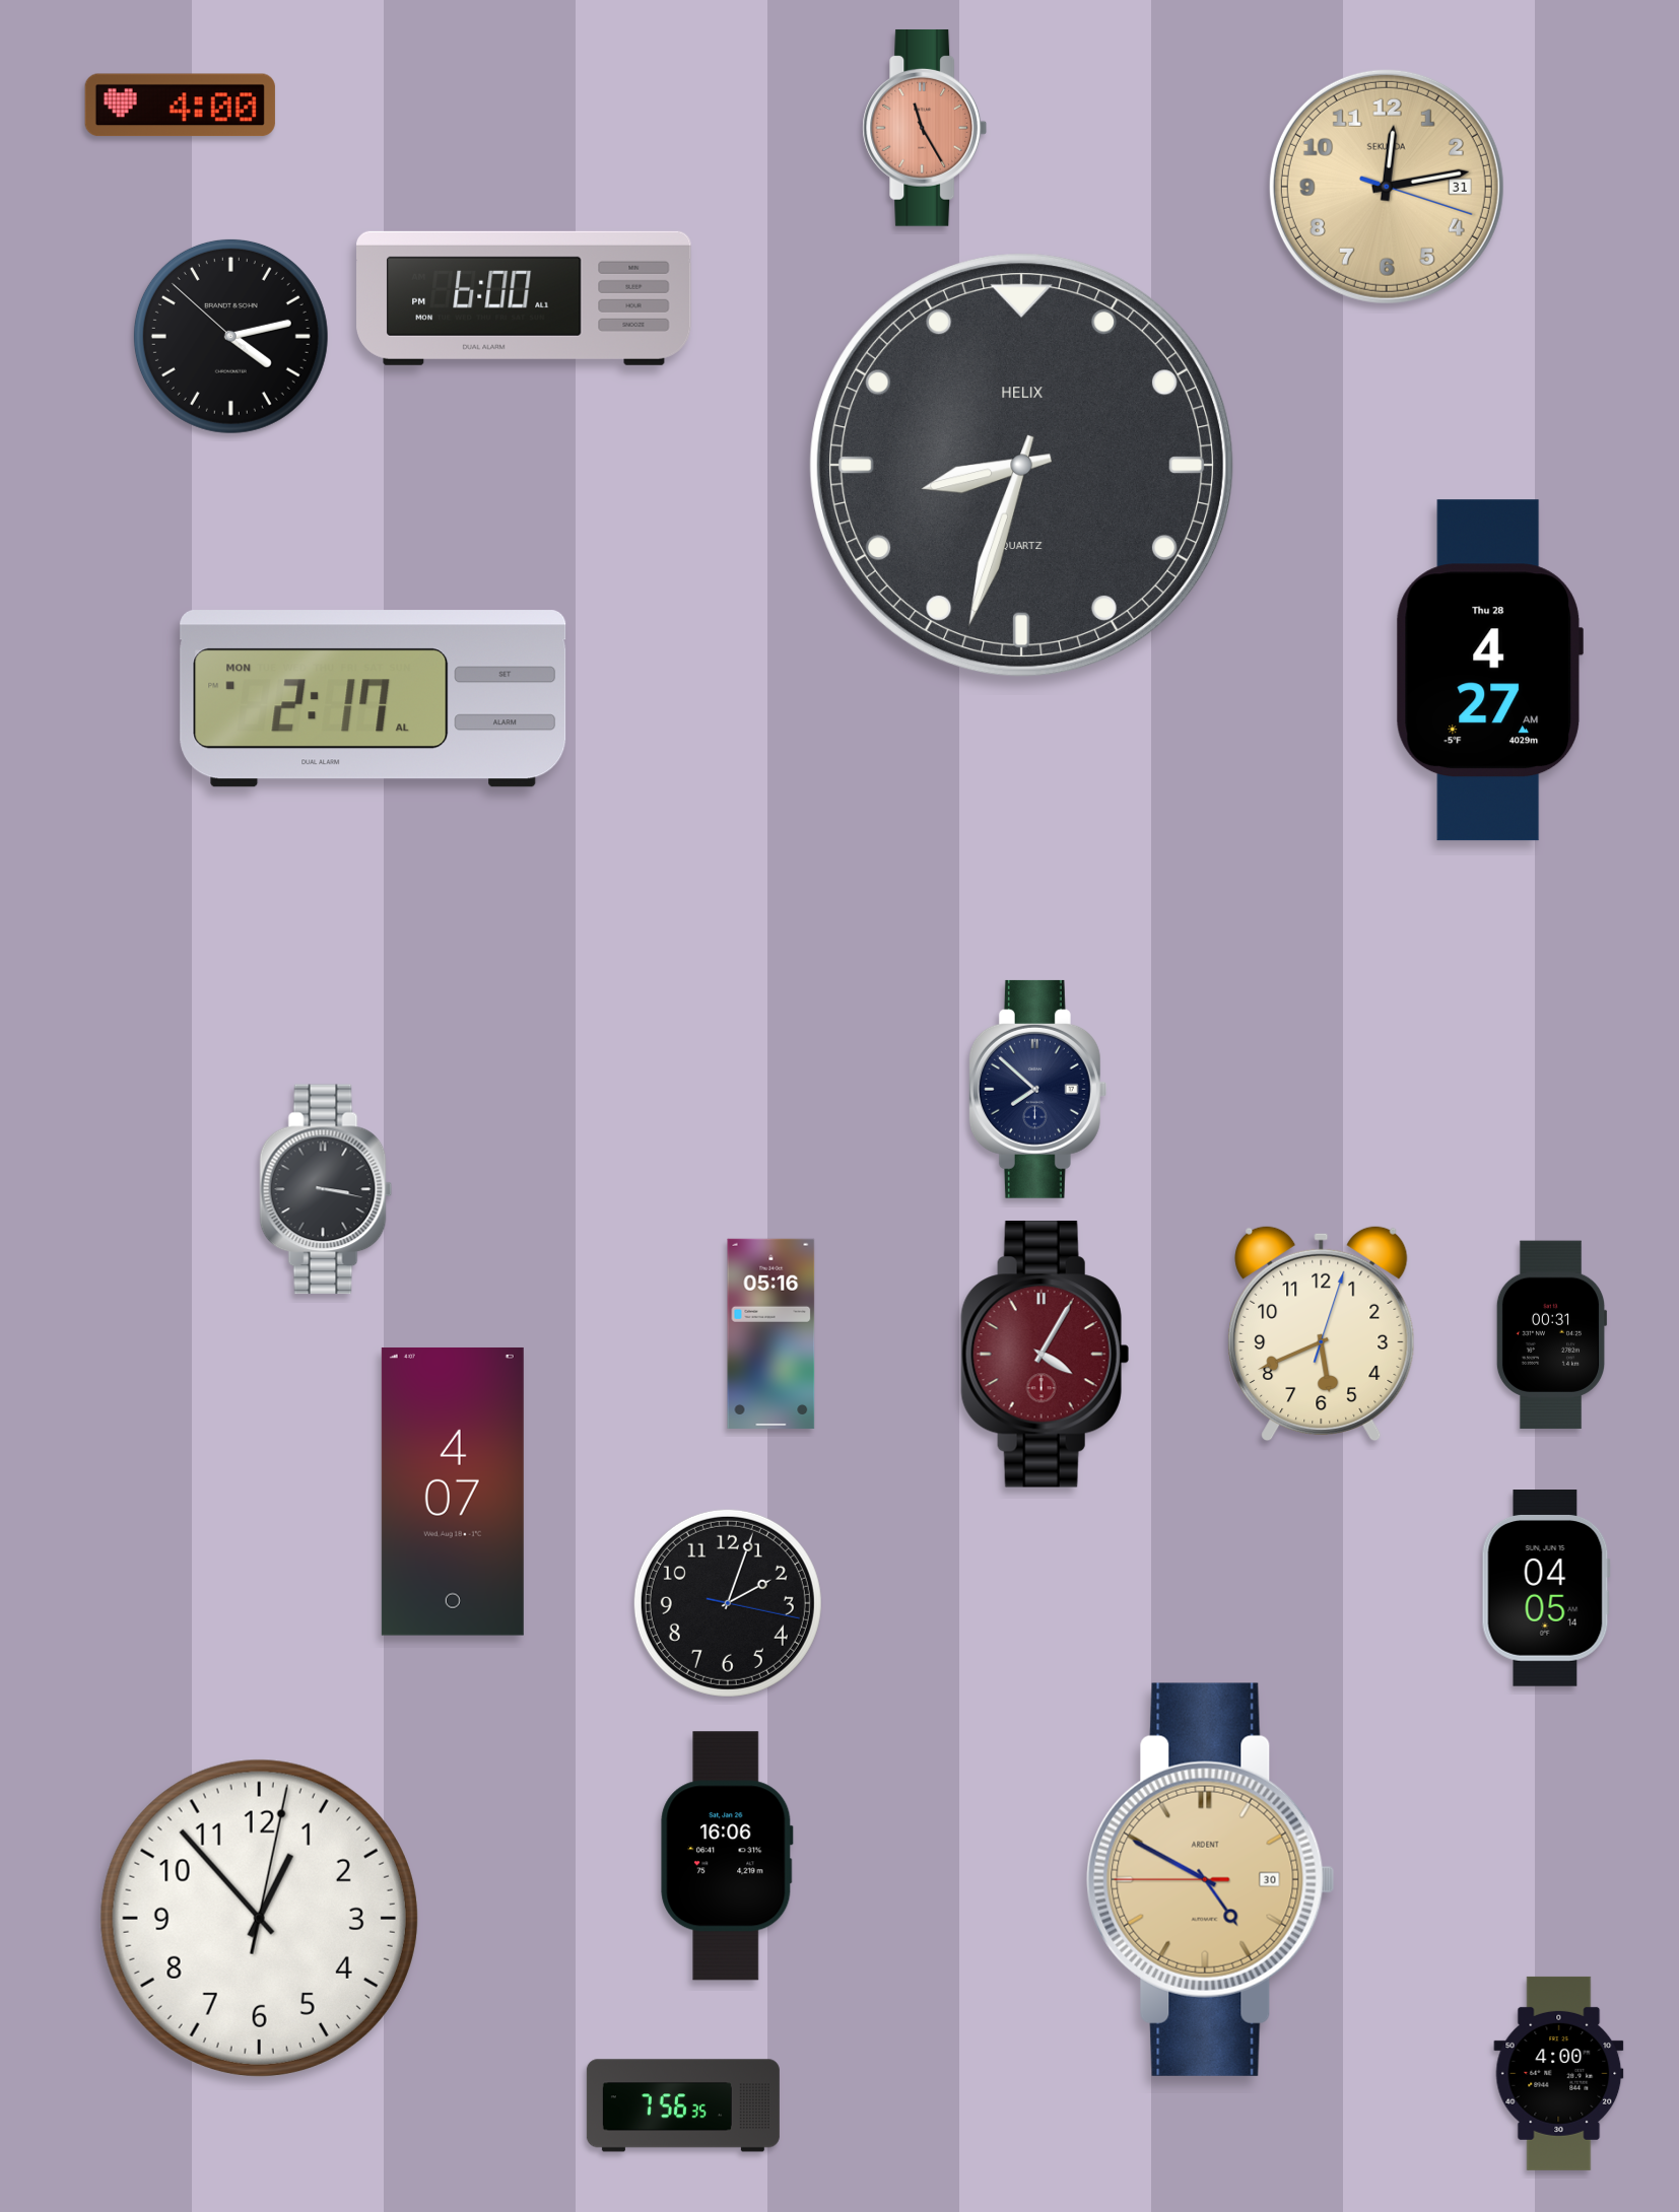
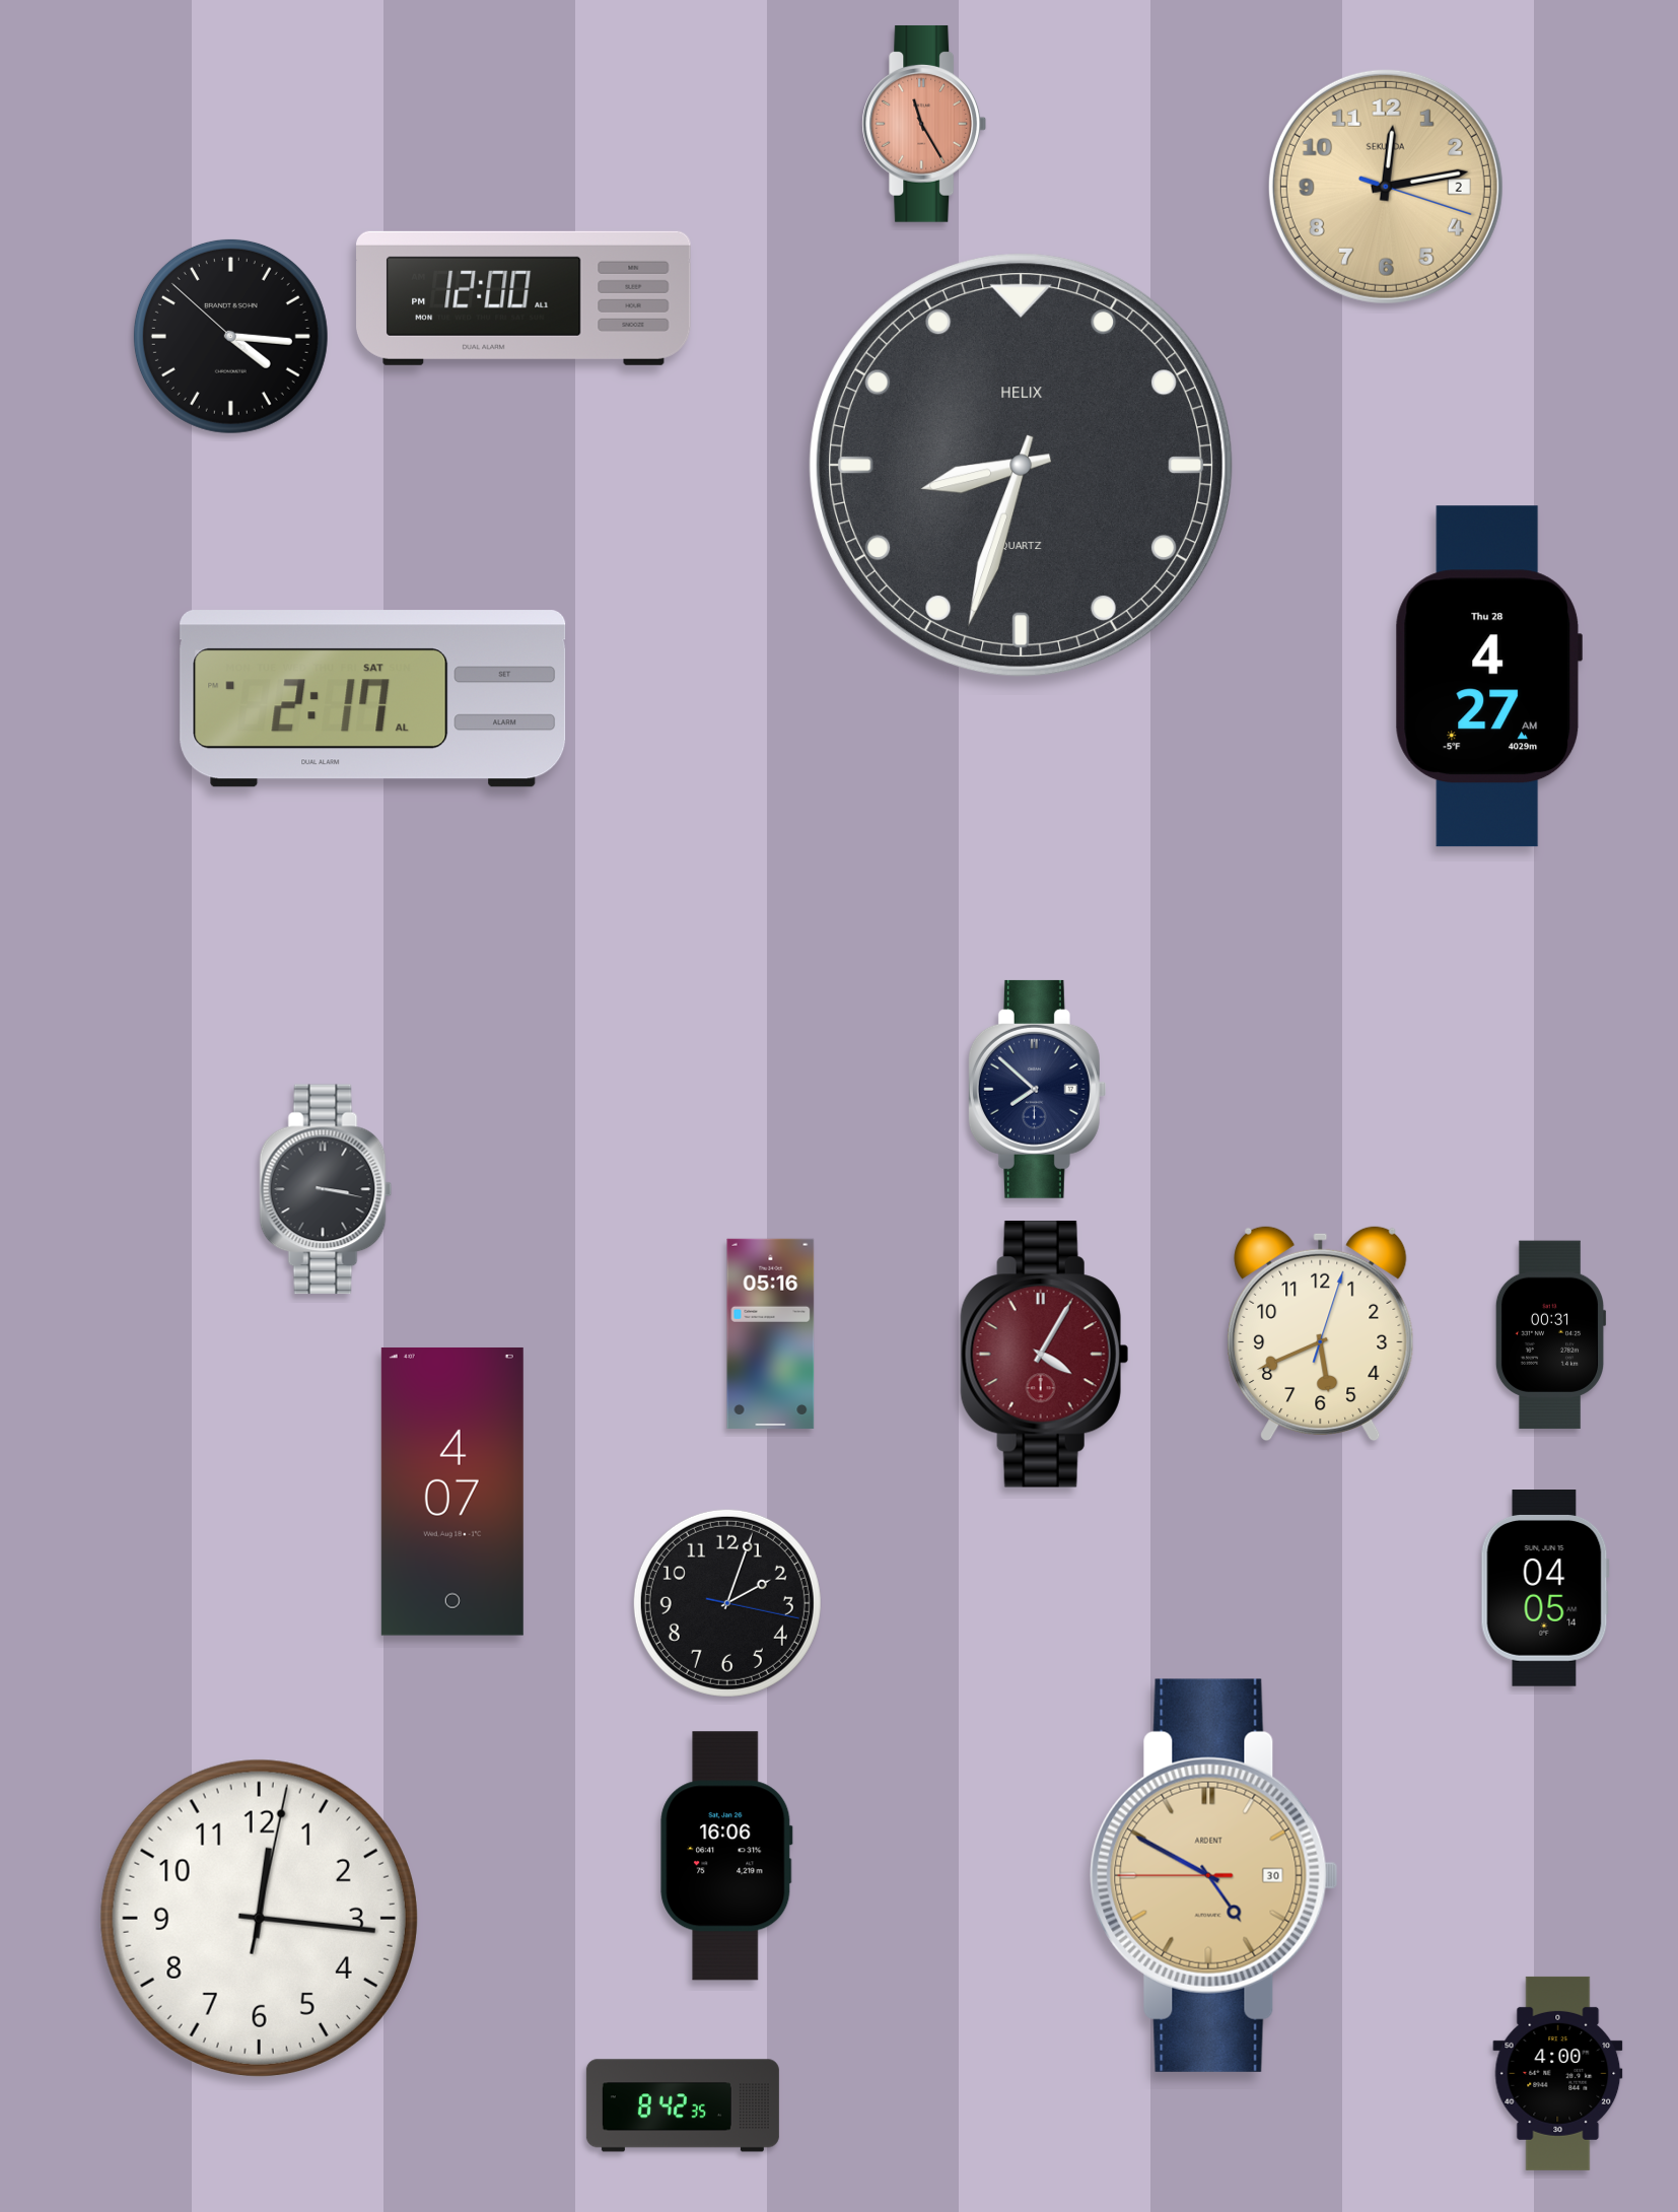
clock at (180, 106): 4:00 -> none
clock at (925, 128) position: (925, 128) -> (924, 124)
clock at (1387, 187) date: 31 -> 2
clock at (524, 298): 6:00 -> 12:00
clock at (230, 336): 4:12 -> 4:15
clock at (1489, 671) position: (1489, 671) -> (1488, 677)
clock at (374, 699) date: MON -> SAT
clock at (1211, 1879) position: (1211, 1879) -> (1214, 1875)
clock at (259, 1918): 12:53 -> 12:16
clock at (683, 2105): 7:56 -> 8:42
